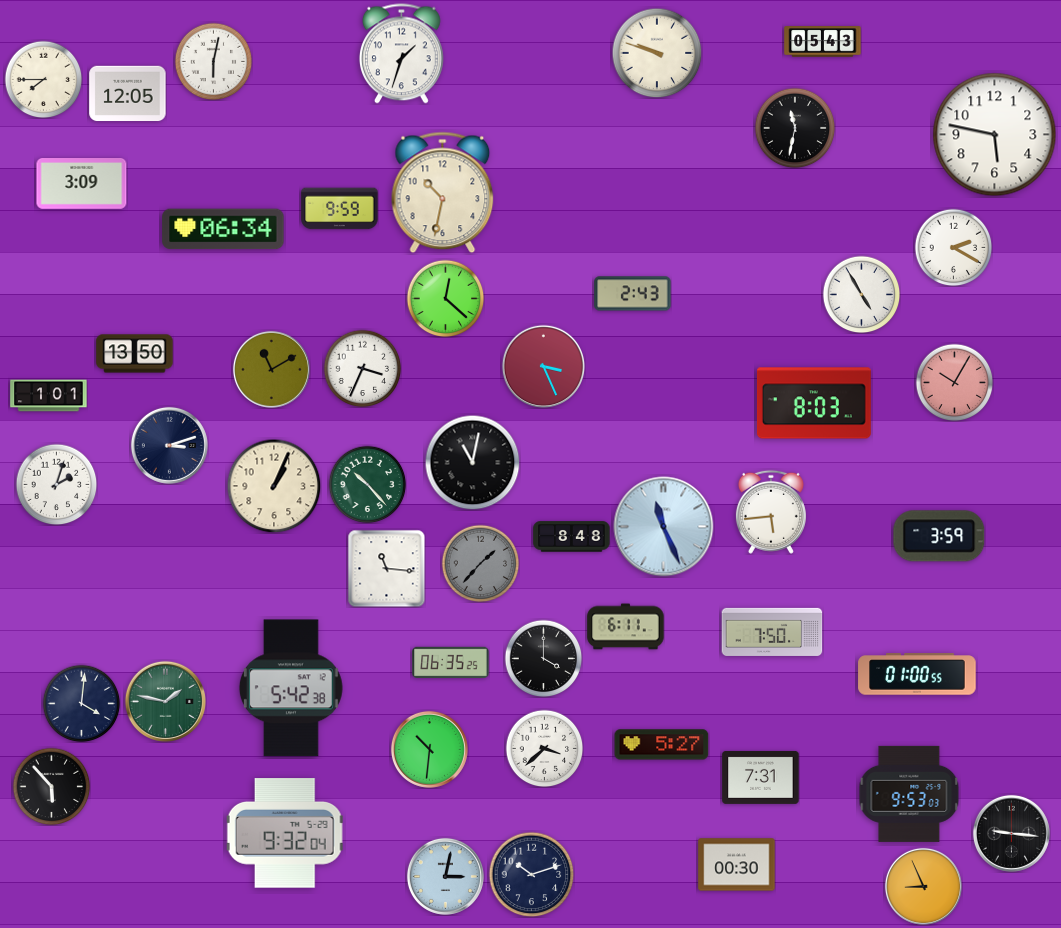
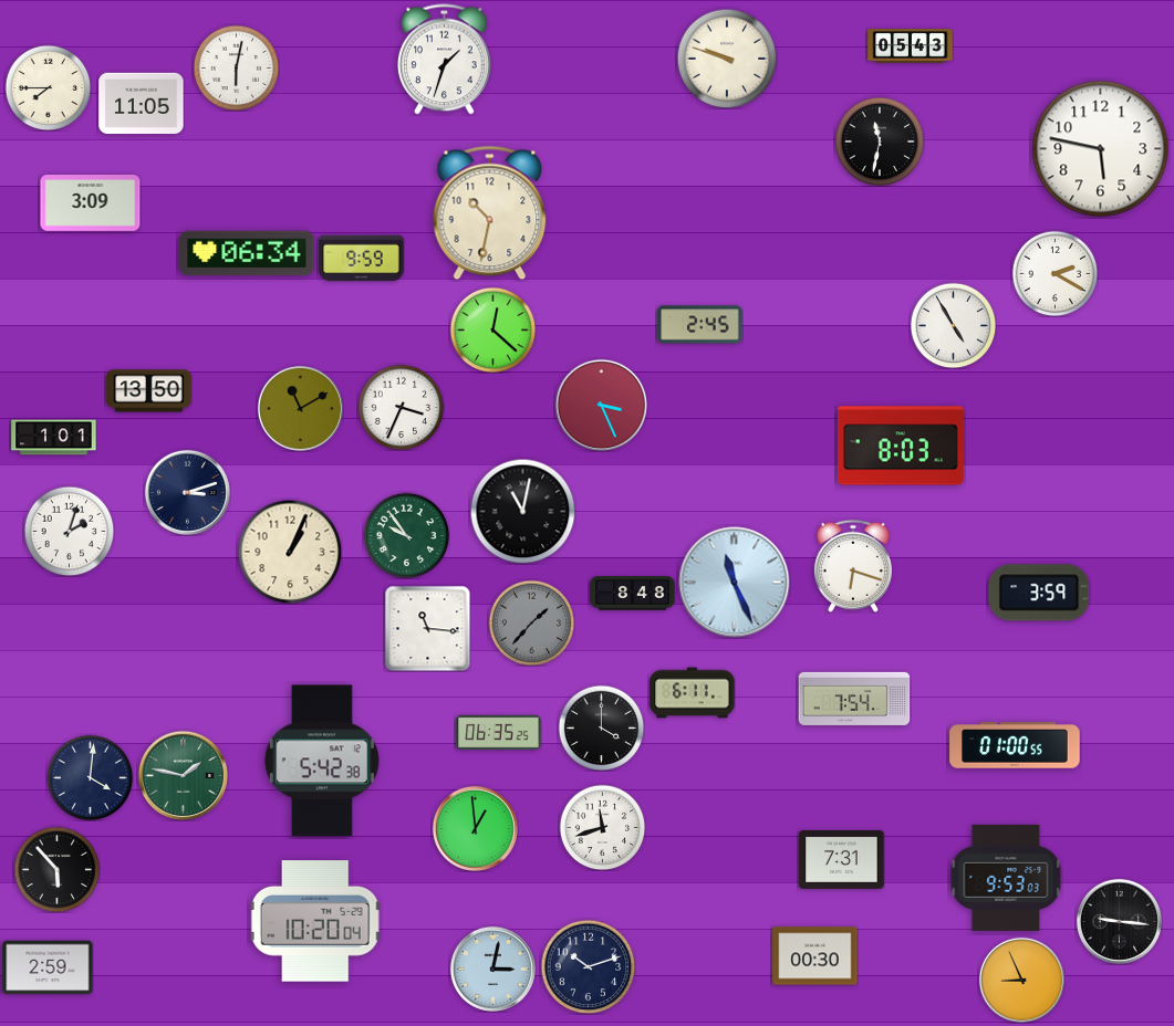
clock at (128, 94): 12:05 -> 11:05
clock at (340, 209) position: (340, 209) -> (362, 259)
clock at (633, 294): 2:43 -> 2:45
clock at (954, 382): 10:05 -> none
clock at (56, 484) position: (56, 484) -> (69, 531)
clock at (367, 484): 10:23 -> 9:54
clock at (274, 486) position: (274, 486) -> (290, 552)
clock at (771, 512): 5:44 -> 6:18
clock at (772, 632): 7:50 -> 7:54
clock at (662, 745): 5:27 -> none
clock at (544, 748): 3:38 -> 11:42
clock at (429, 749): 10:31 -> 12:59
clock at (285, 833): 9:32 -> 10:20
clock at (48, 967): none -> 2:59
